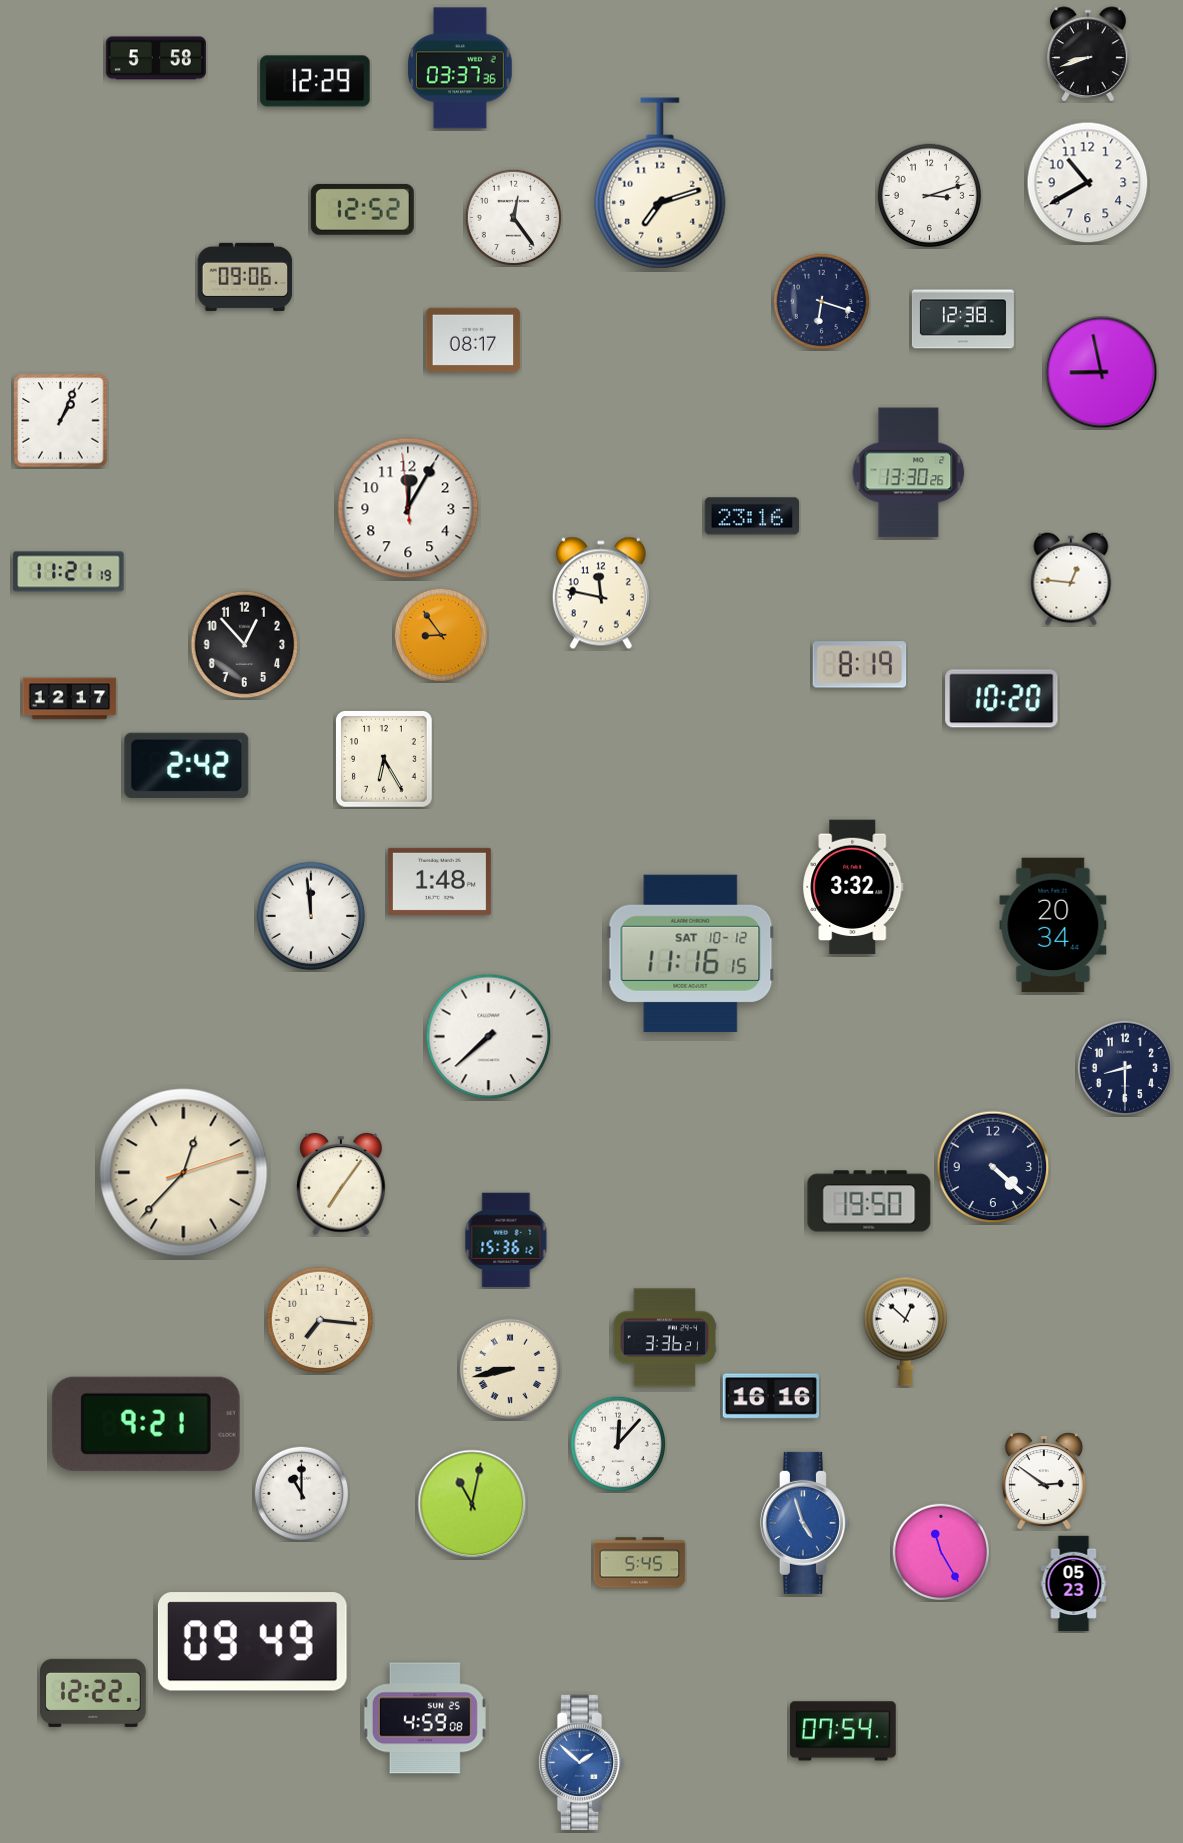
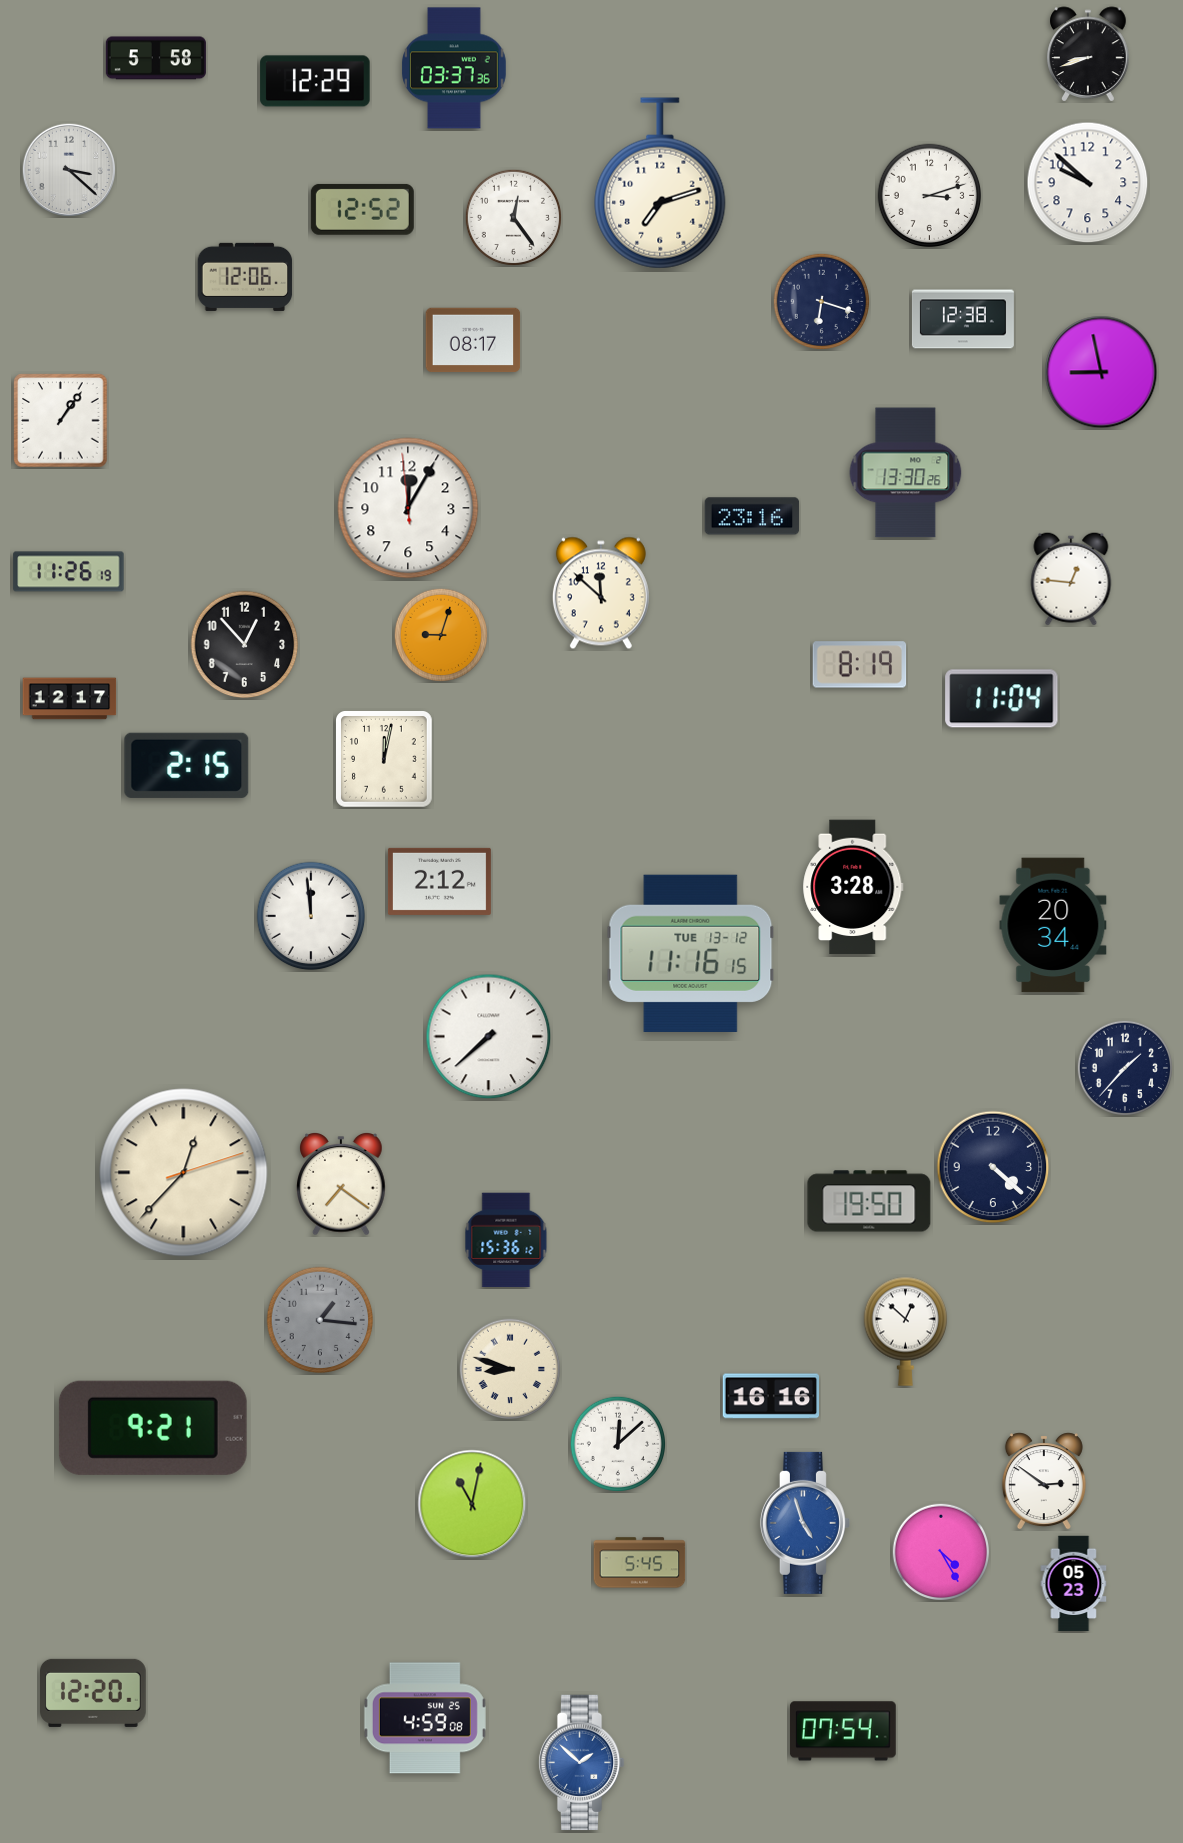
clock at (461, 68) position: (461, 68) -> (455, 68)
clock at (69, 170): none -> 3:22
clock at (1088, 183): 10:40 -> 9:52
clock at (245, 277): 09:06 -> 12:06
clock at (61, 421): 1:04 -> 1:06
clock at (909, 473) position: (909, 473) -> (906, 473)
clock at (69, 572): 11:21 -> 11:26
clock at (601, 593): 11:47 -> 11:52
clock at (440, 634): 8:54 -> 9:03
clock at (1002, 699): 10:20 -> 11:04
clock at (385, 760): 6:25 -> 12:02
clock at (187, 765): 2:42 -> 2:15
clock at (439, 881): 1:48 -> 2:12
clock at (853, 887): 3:32 -> 3:28
clock at (691, 953) date: SAT 10-12 -> TUE 13-12
clock at (1124, 1067): 8:30 -> 1:37
clock at (341, 1185): 7:06 -> 7:21
clock at (320, 1320): 7:16 -> 1:16
clock at (320, 1320) dial: cream -> grey
clock at (664, 1338): 3:36 -> none
clock at (510, 1369): 8:43 -> 8:48
clock at (146, 1424) position: (146, 1424) -> (153, 1428)
clock at (617, 1443): 12:07 -> 12:08
clock at (301, 1493): 11:00 -> none
clock at (940, 1551): 11:25 -> 4:25
clock at (252, 1642): 09:49 -> none
clock at (94, 1693): 12:22 -> 12:20
